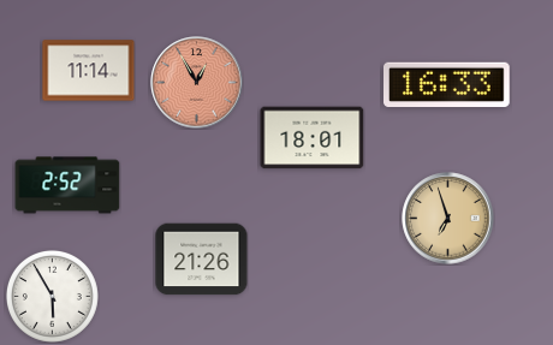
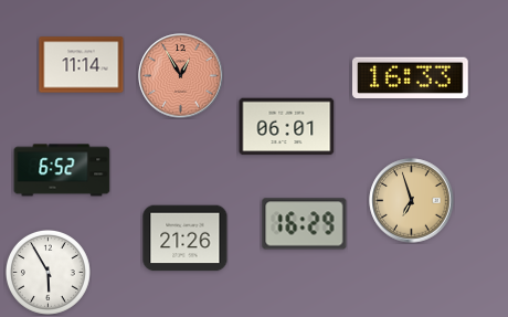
clock at (313, 138): 18:01 -> 06:01
clock at (67, 185): 2:52 -> 6:52
clock at (305, 224): none -> 16:29
